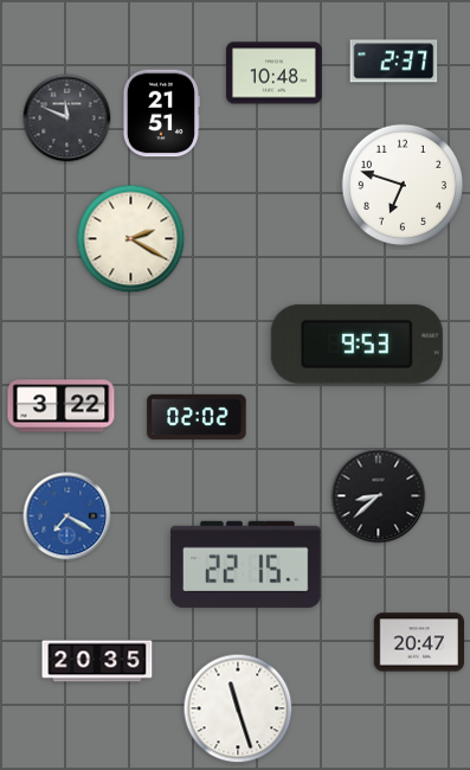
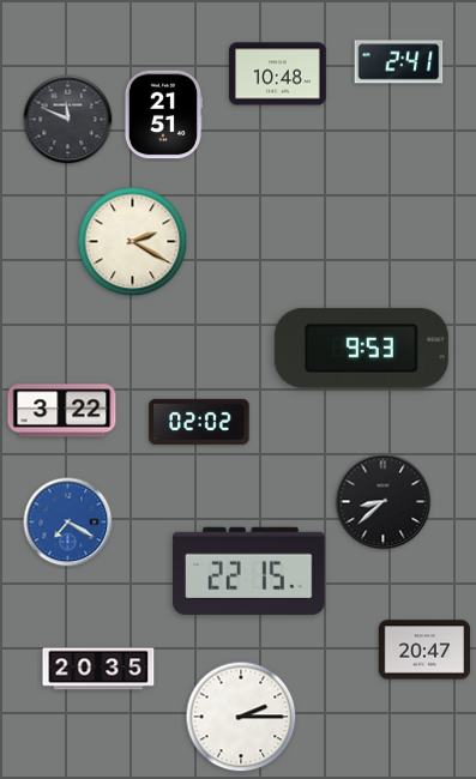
clock at (394, 62): 2:37 -> 2:41
clock at (403, 185): 6:48 -> none
clock at (238, 708): 11:27 -> 2:15
